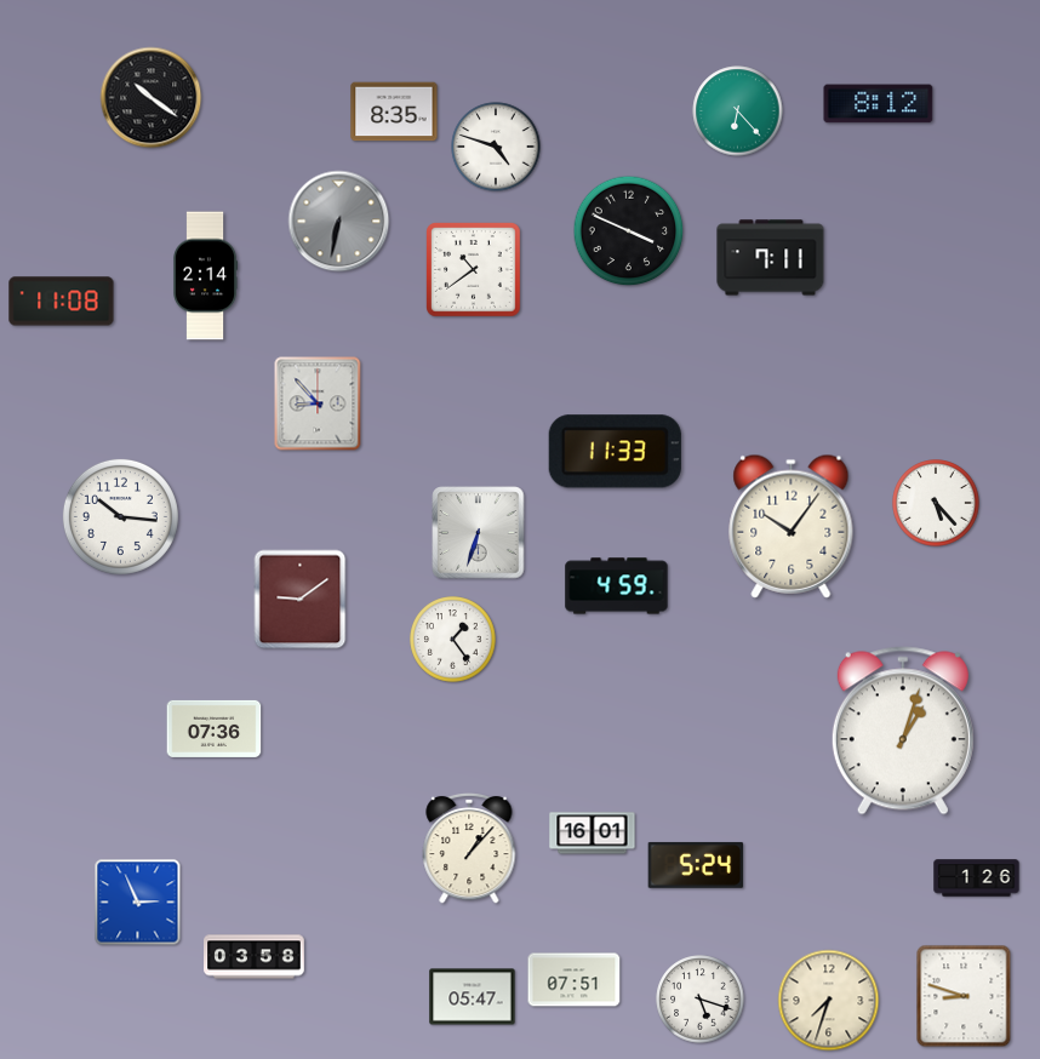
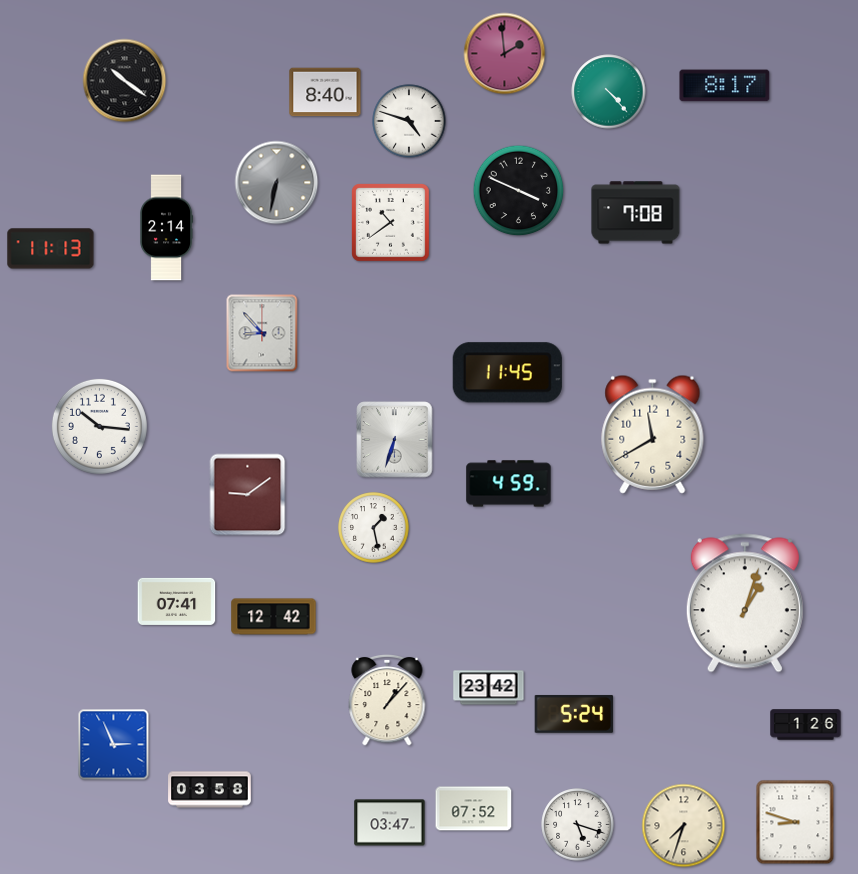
clock at (505, 54): none -> 1:59
clock at (879, 104): 8:12 -> 8:17
clock at (394, 111): 8:35 -> 8:40
clock at (738, 111): 6:23 -> 4:23
clock at (339, 222) position: (339, 222) -> (277, 183)
clock at (771, 258): 7:11 -> 7:08
clock at (206, 276) position: (206, 276) -> (167, 228)
clock at (62, 302): 11:08 -> 11:13
clock at (615, 452): 11:33 -> 11:45
clock at (936, 503): 5:23 -> none
clock at (792, 526): 10:06 -> 11:40
clock at (453, 640): 1:24 -> 1:28
clock at (215, 728): 07:36 -> 07:41
clock at (274, 617): none -> 12:42
clock at (593, 834): 16:01 -> 23:42
clock at (575, 980): 07:51 -> 07:52
clock at (473, 997): 05:47 -> 03:47
